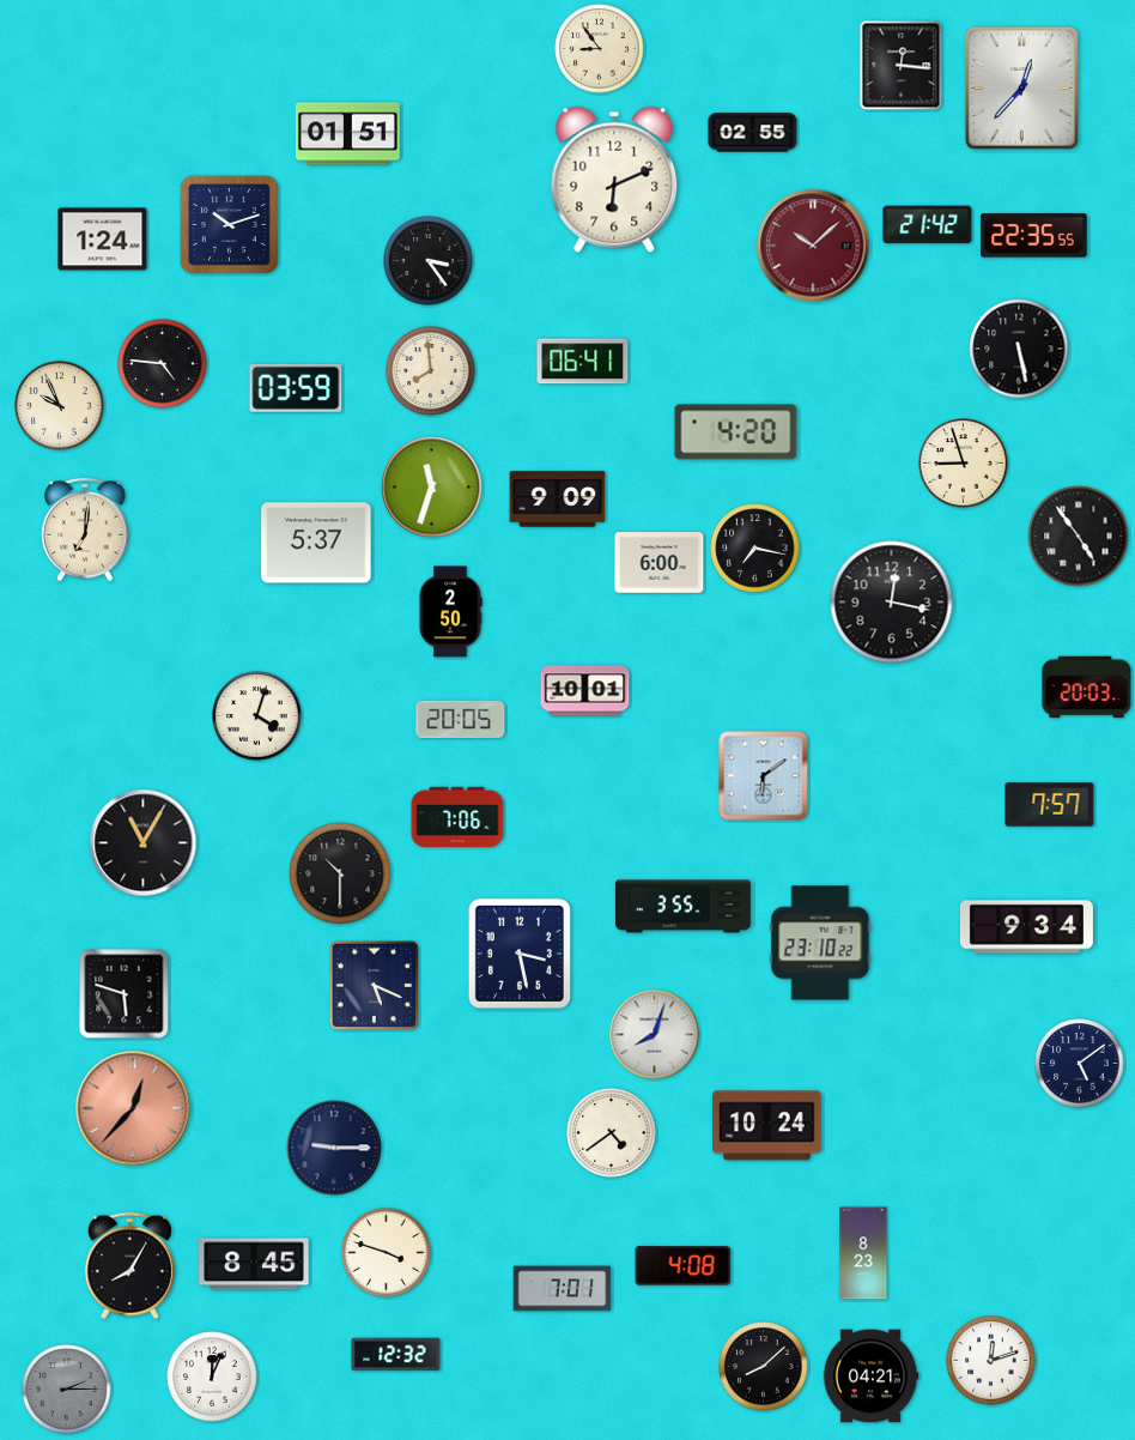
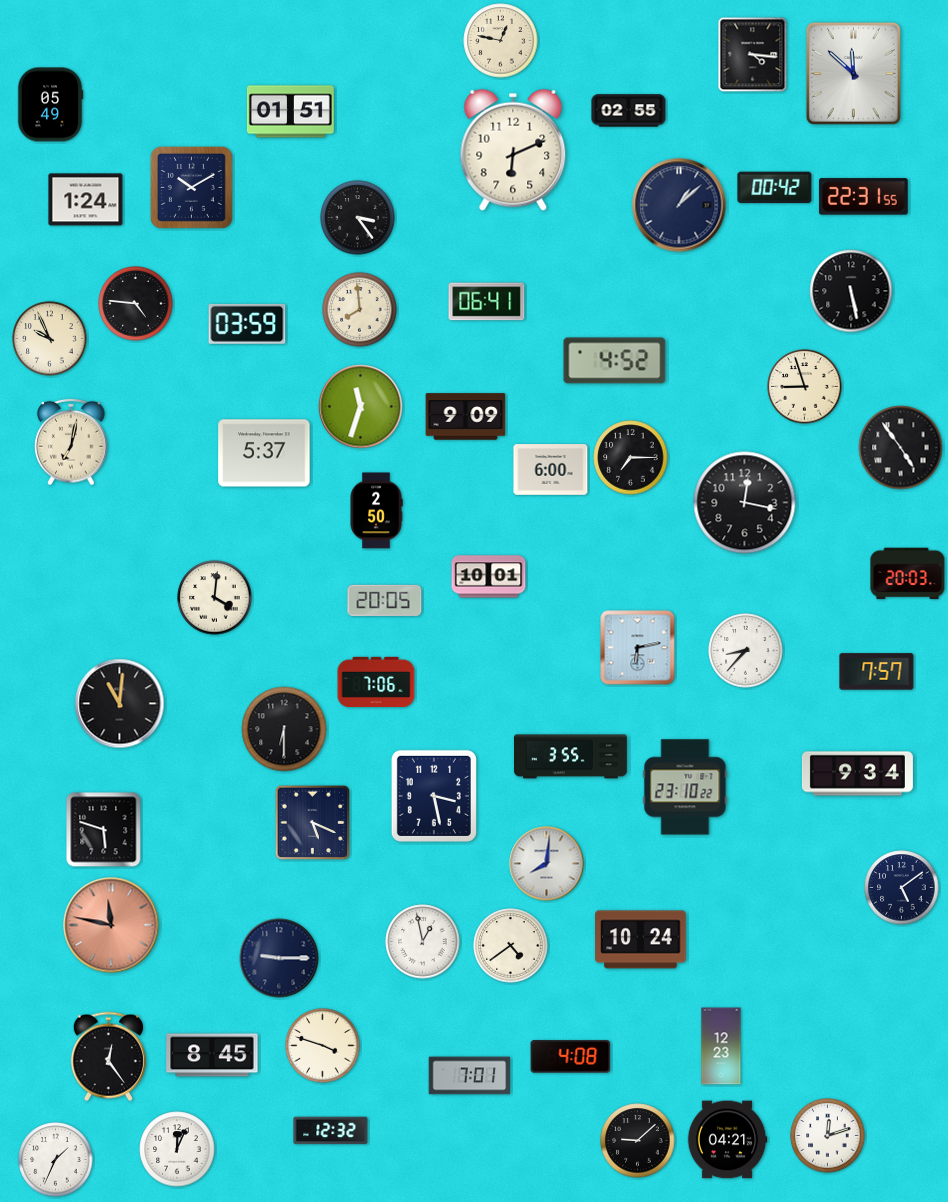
clock at (600, 49): 8:54 -> 12:47
clock at (902, 66): 12:16 -> 4:16
clock at (1021, 87): 12:37 -> 11:52
clock at (50, 105): none -> 05:49
clock at (229, 224): 10:12 -> 10:10
clock at (928, 225): 21:42 -> 00:42
clock at (1033, 236): 22:35 -> 22:31
clock at (813, 246): 10:08 -> 1:08
clock at (813, 246) dial: burgundy -> navy
clock at (736, 432): 4:20 -> 4:52
clock at (85, 530): 7:01 -> 7:02
clock at (755, 549): 7:17 -> 7:15
clock at (257, 716): 4:03 -> 4:01
clock at (764, 776): 6:09 -> 6:13
clock at (746, 651): none -> 8:37
clock at (457, 817) position: (457, 817) -> (376, 682)
clock at (144, 843): 11:05 -> 11:01
clock at (340, 873): 10:30 -> 6:30
clock at (655, 1035): 8:03 -> 8:01
clock at (133, 1108): 12:37 -> 11:47
clock at (423, 942): none -> 12:58
clock at (863, 1253): 8:23 -> 12:23
clock at (129, 1266): 8:05 -> 12:24
clock at (764, 1367): 8:08 -> 9:08
clock at (870, 1377) position: (870, 1377) -> (727, 1140)
clock at (67, 1390): 2:15 -> 1:34
clock at (67, 1390) dial: grey -> white
